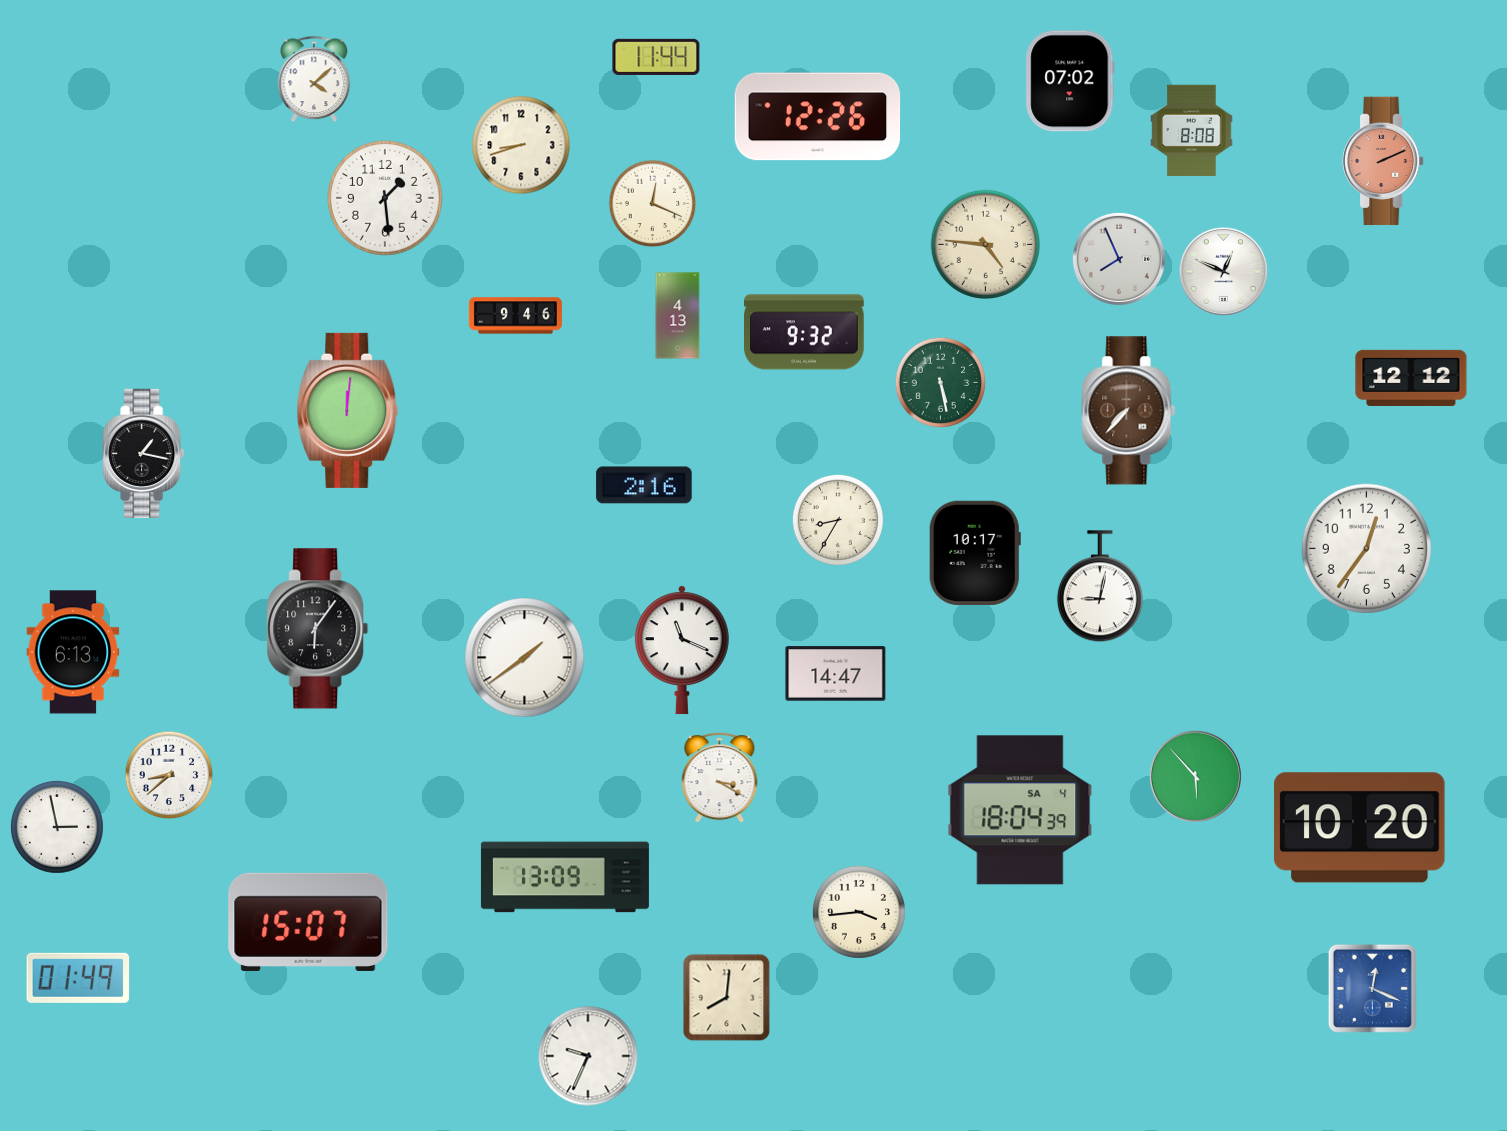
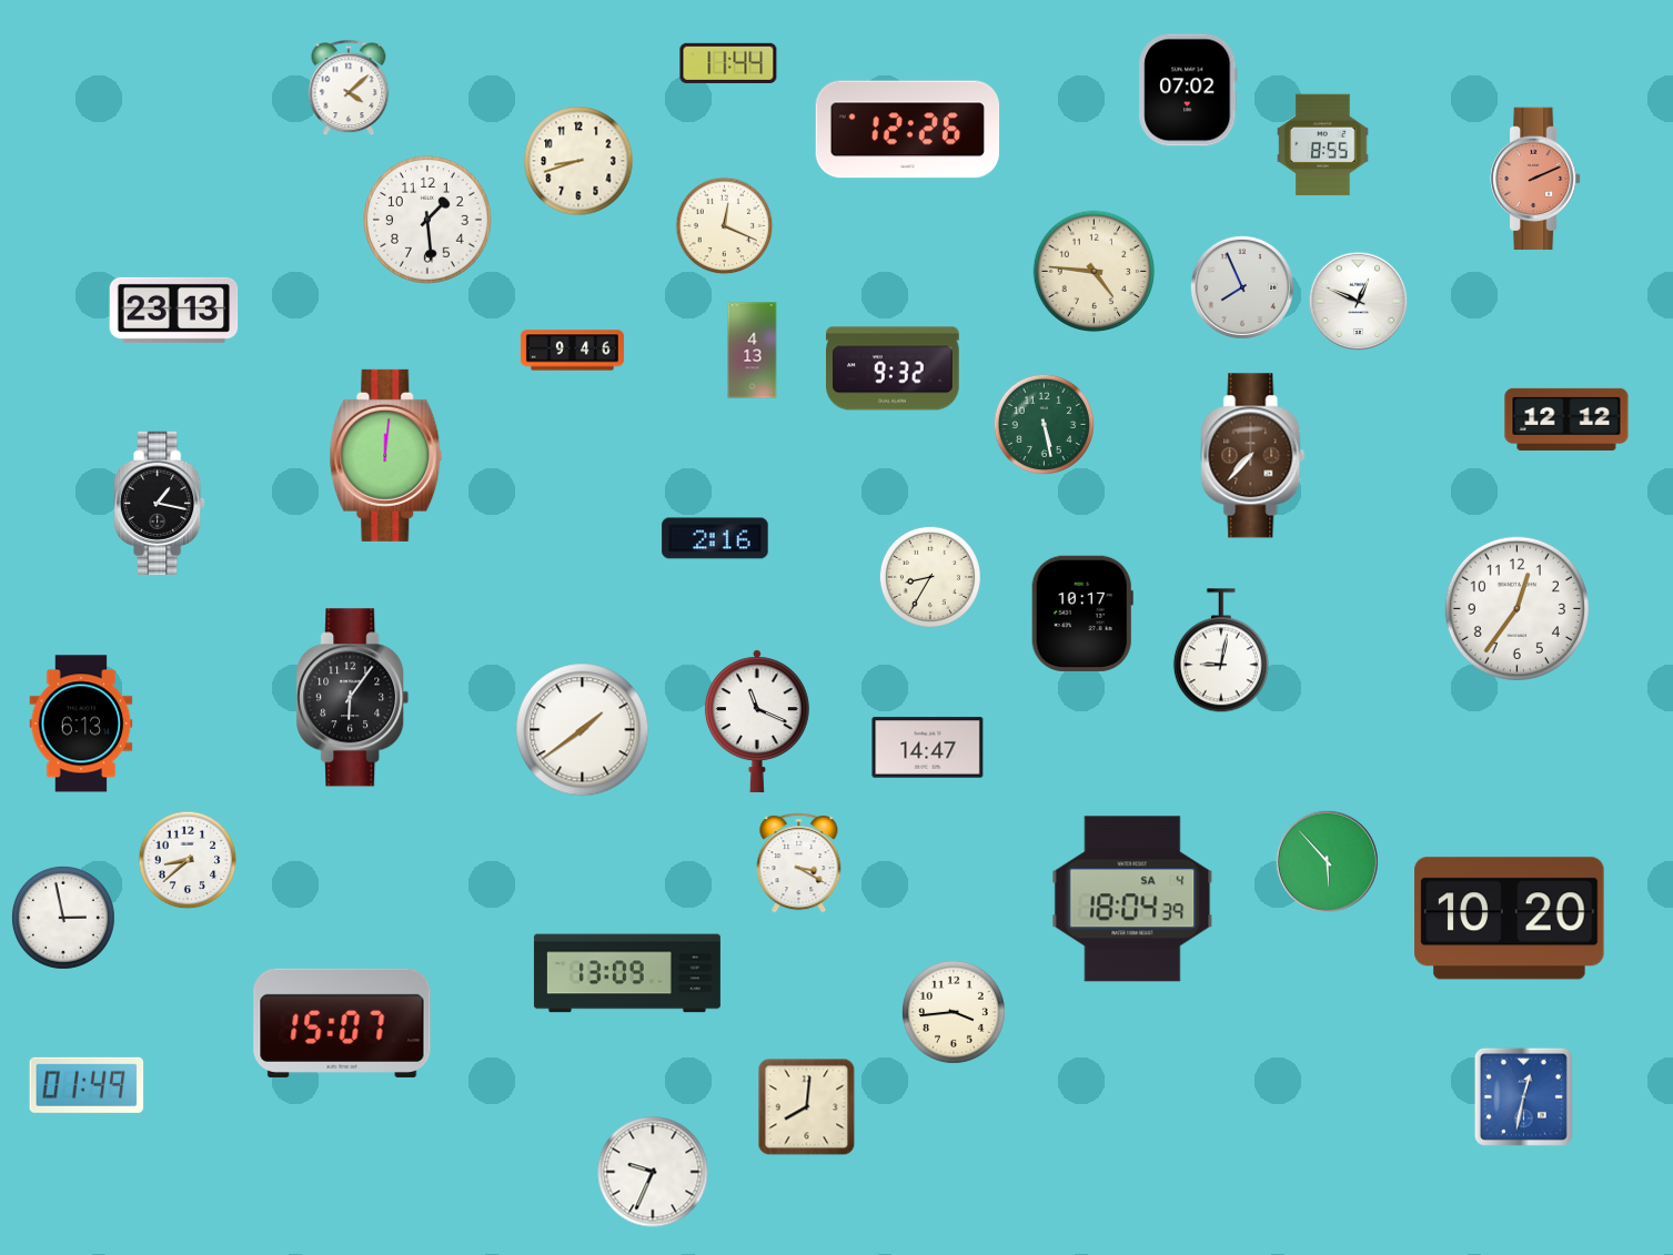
clock at (1192, 131): 8:08 -> 8:55
clock at (174, 310): none -> 23:13
clock at (1372, 988): 12:19 -> 12:32
